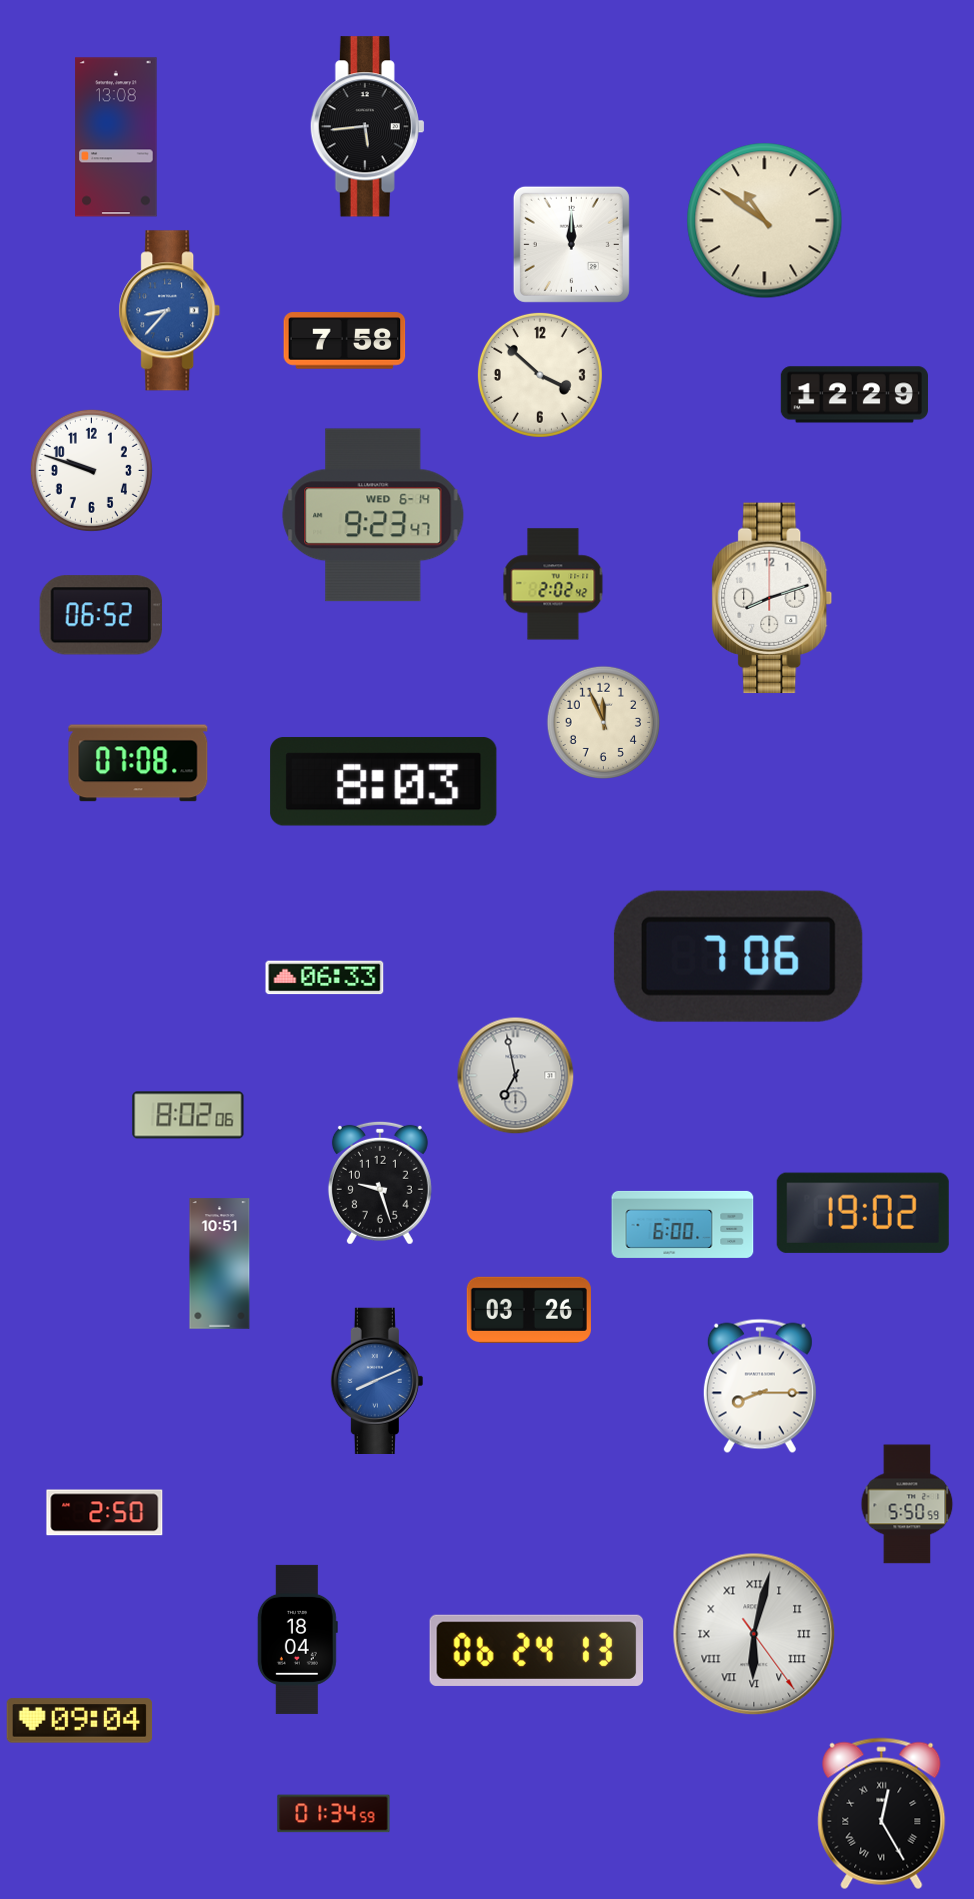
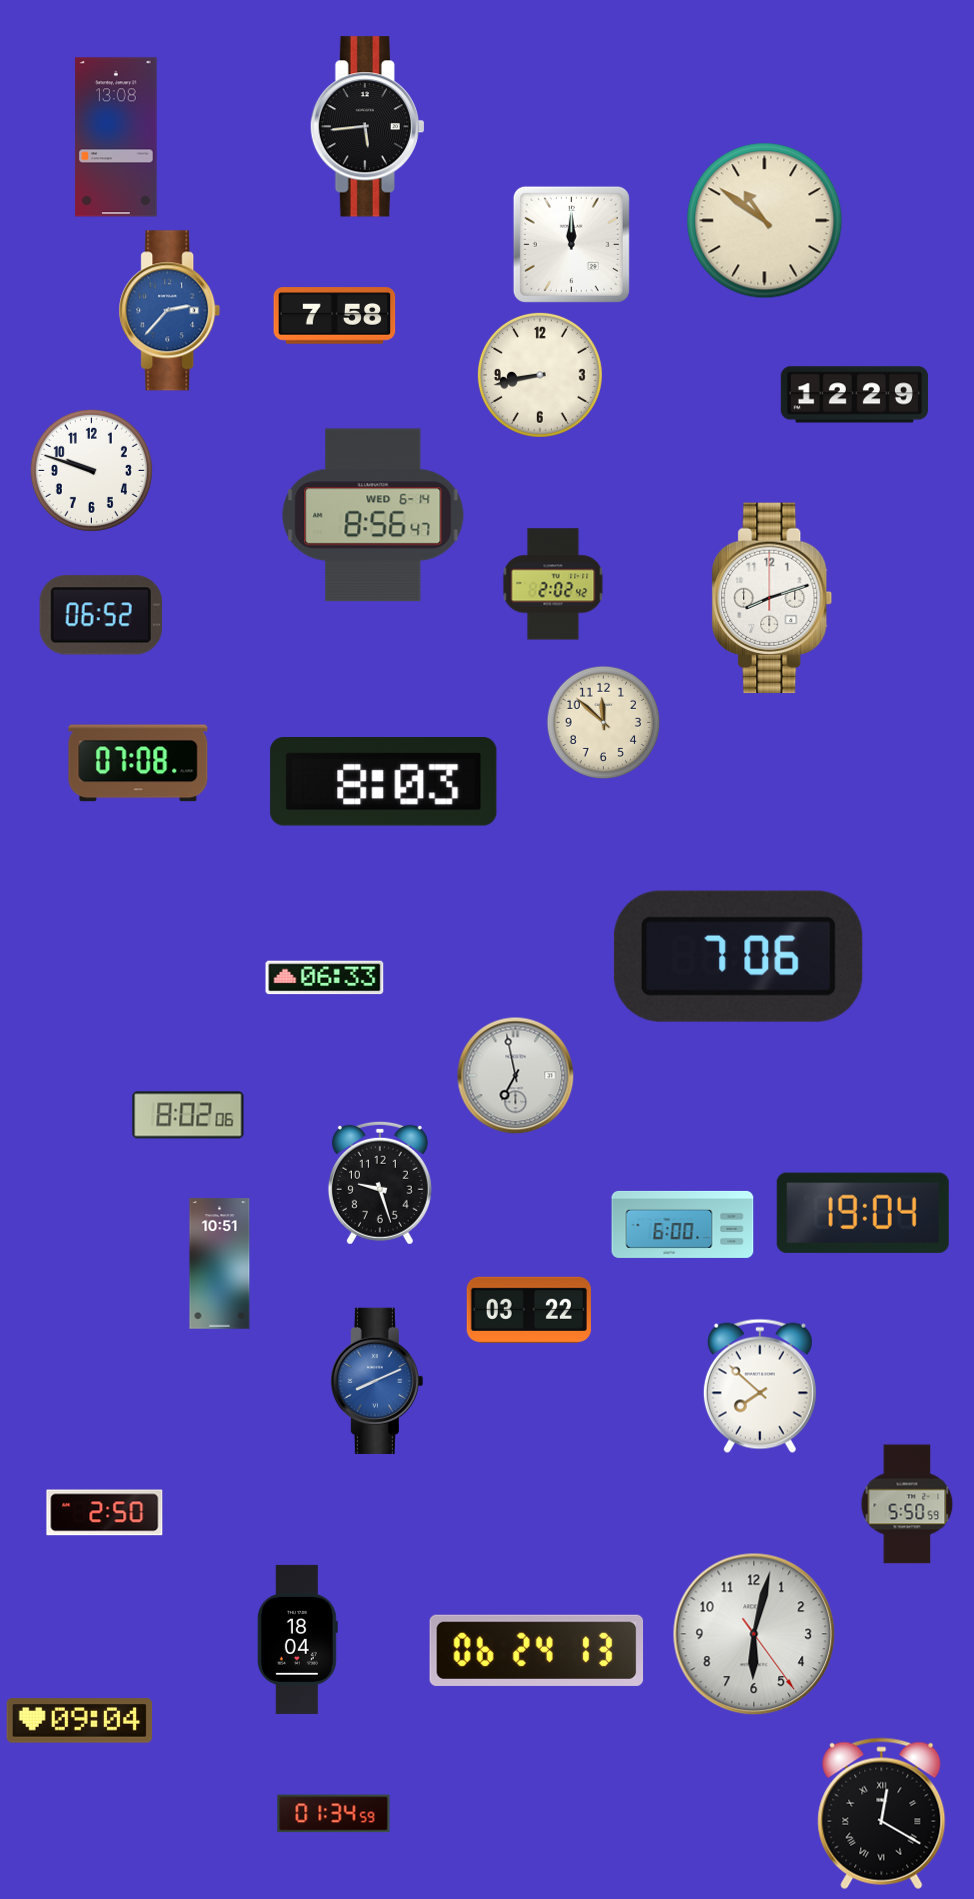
clock at (170, 311): 8:37 -> 2:37
clock at (345, 341) position: (345, 341) -> (335, 316)
clock at (540, 375): 3:52 -> 8:43
clock at (373, 515): 9:23 -> 8:56
clock at (603, 722): 11:56 -> 11:52
clock at (863, 1213): 19:02 -> 19:04
clock at (529, 1310): 03:26 -> 03:22
clock at (760, 1386): 8:15 -> 7:52
clock at (754, 1634) numerals: Roman -> Arabic
clock at (882, 1814): 12:25 -> 12:20
